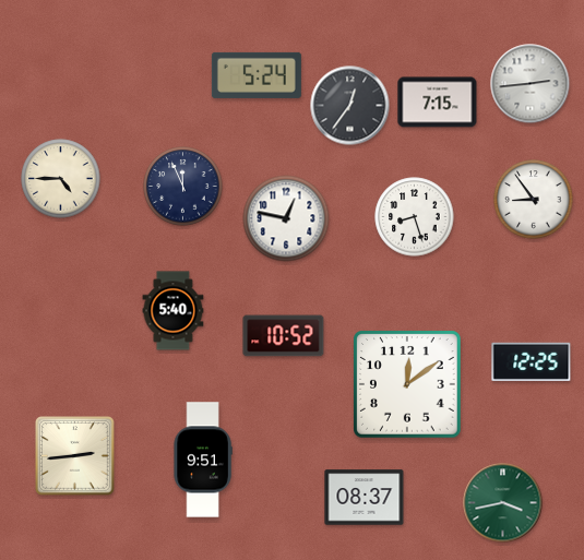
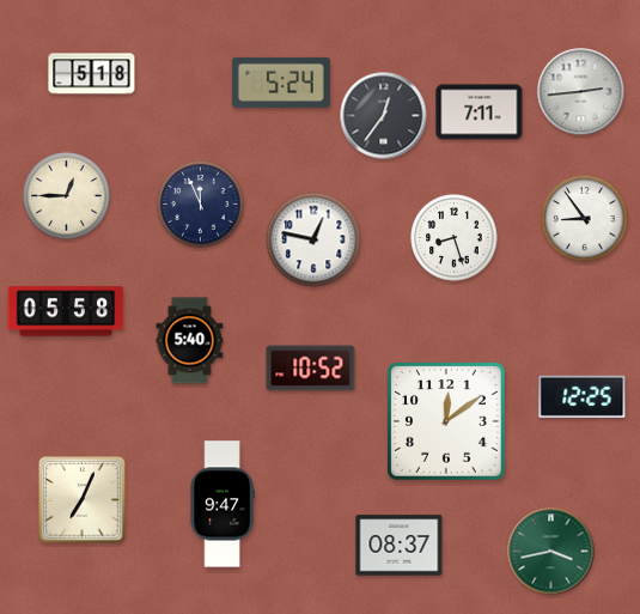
clock at (92, 74): none -> 5:18
clock at (438, 103): 7:15 -> 7:11
clock at (61, 179): 4:45 -> 12:45
clock at (66, 311): none -> 05:58
clock at (75, 456): 2:44 -> 7:04
clock at (203, 460): 9:51 -> 9:47
